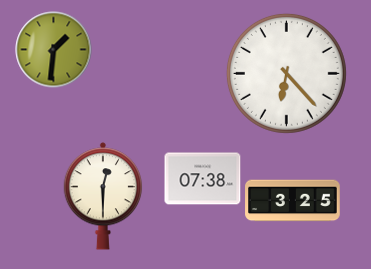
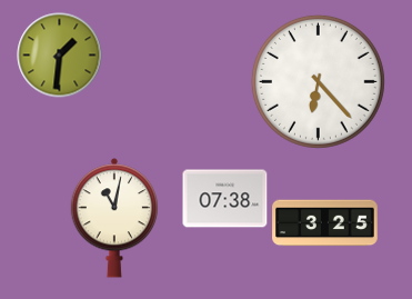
clock at (103, 196): 12:30 -> 11:02
